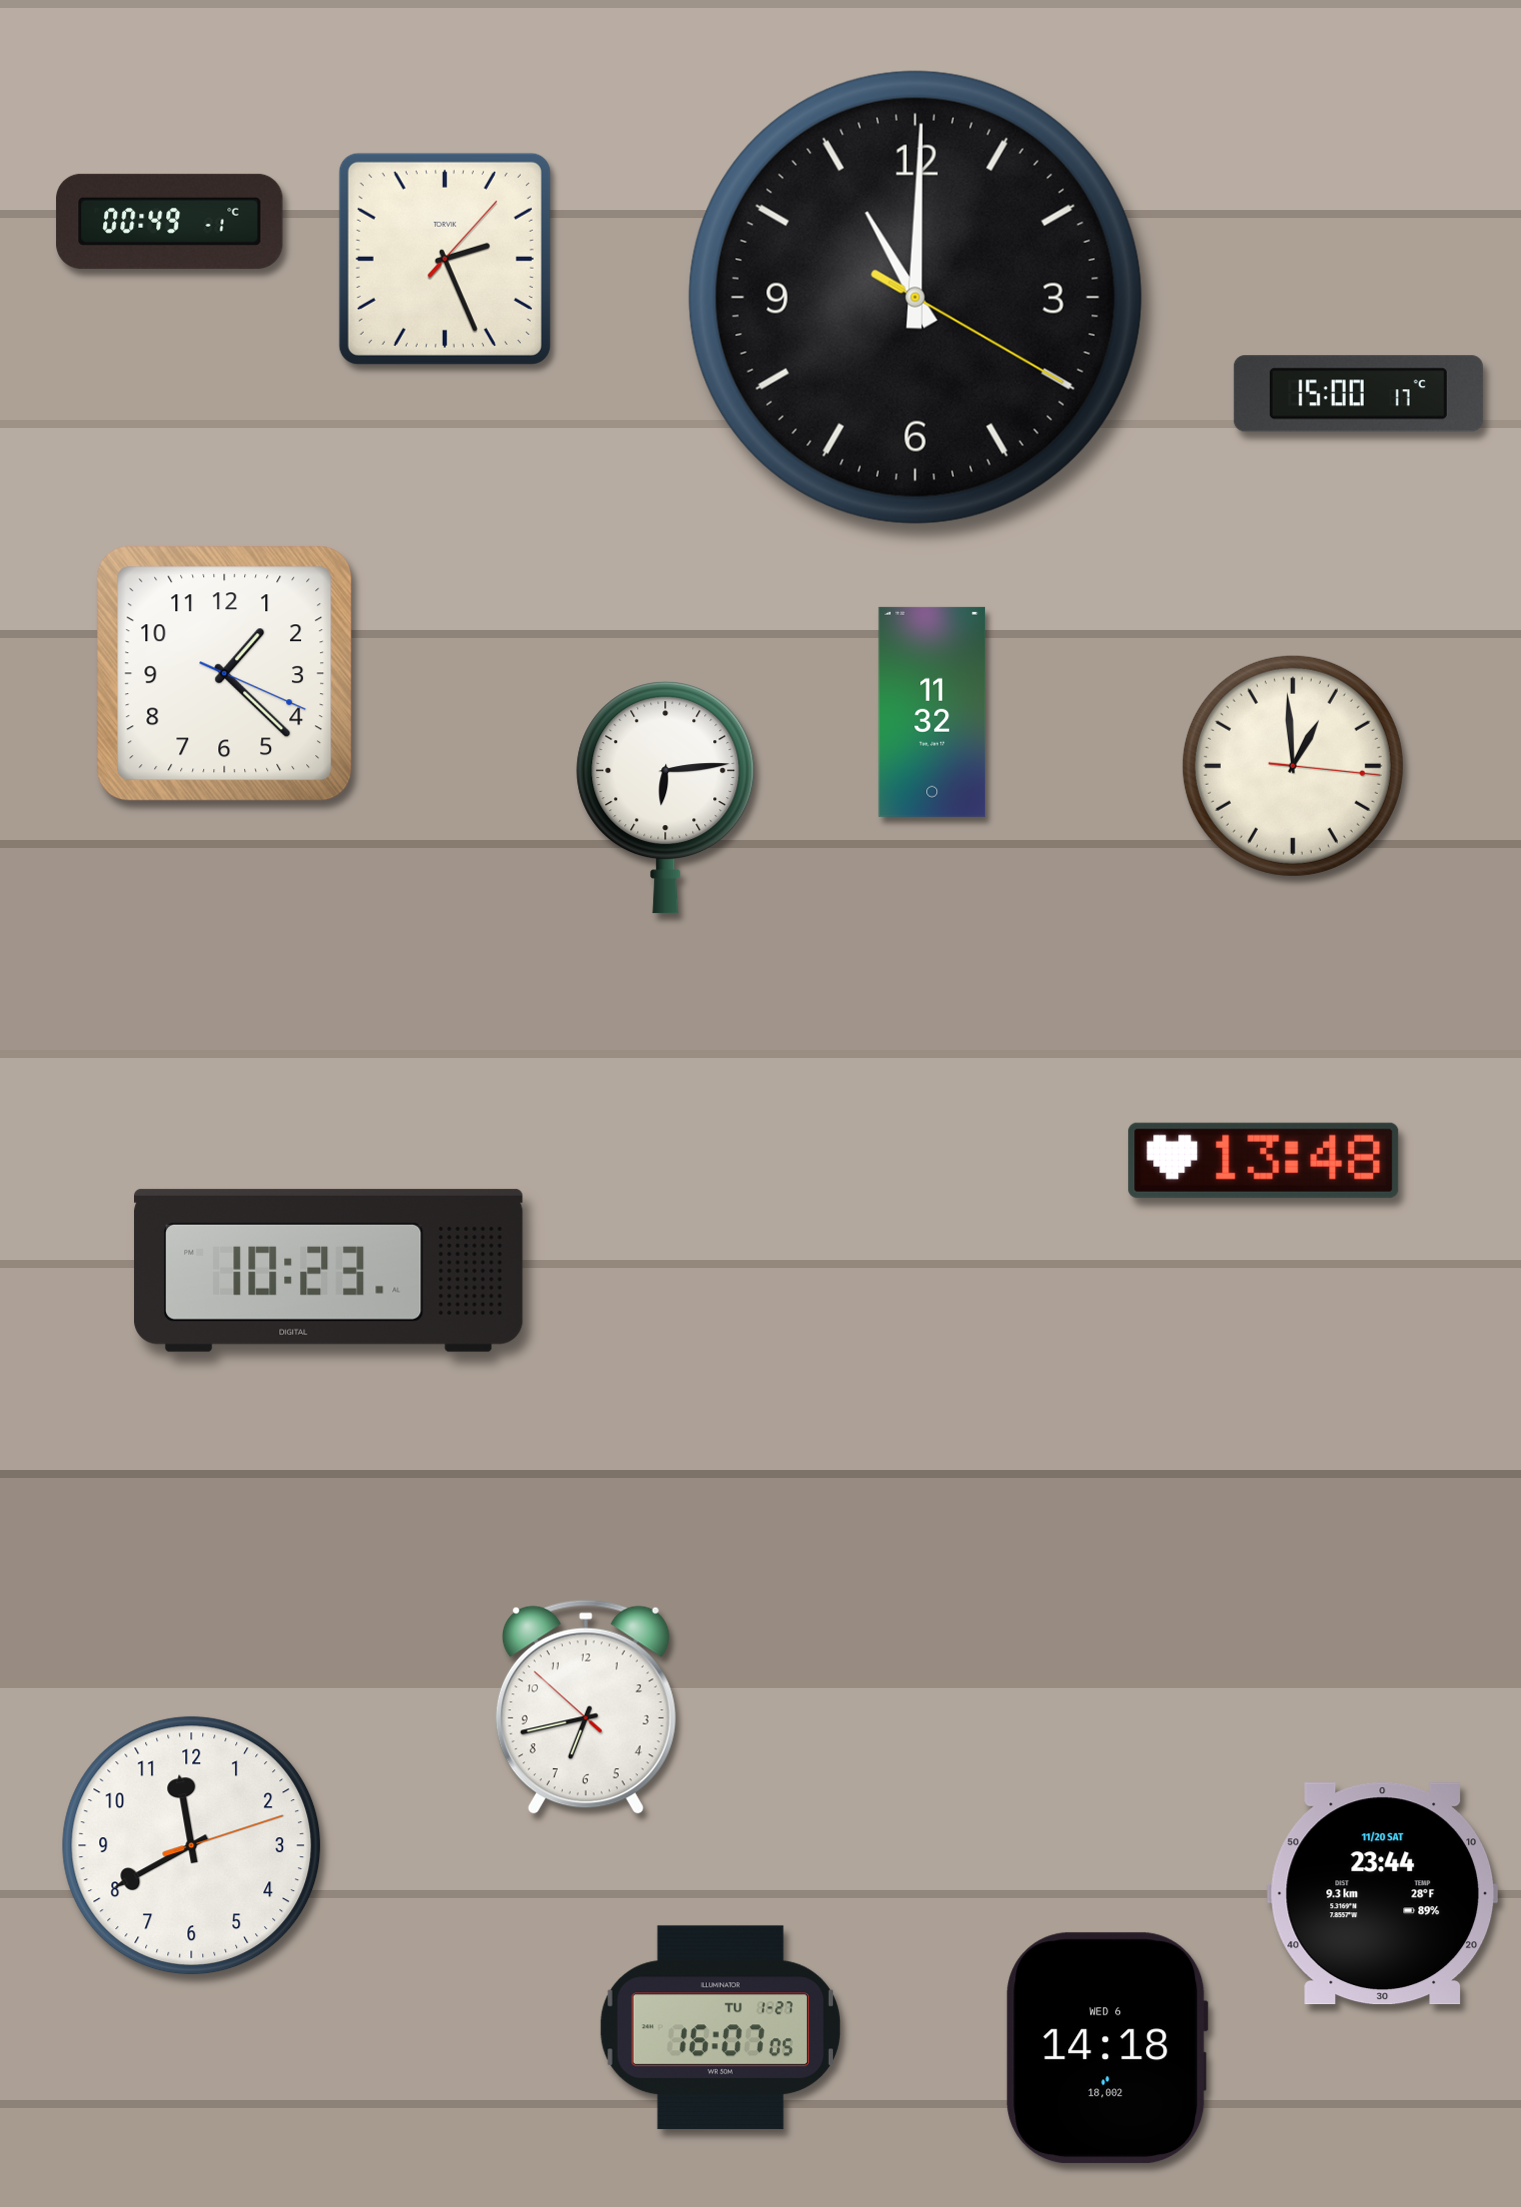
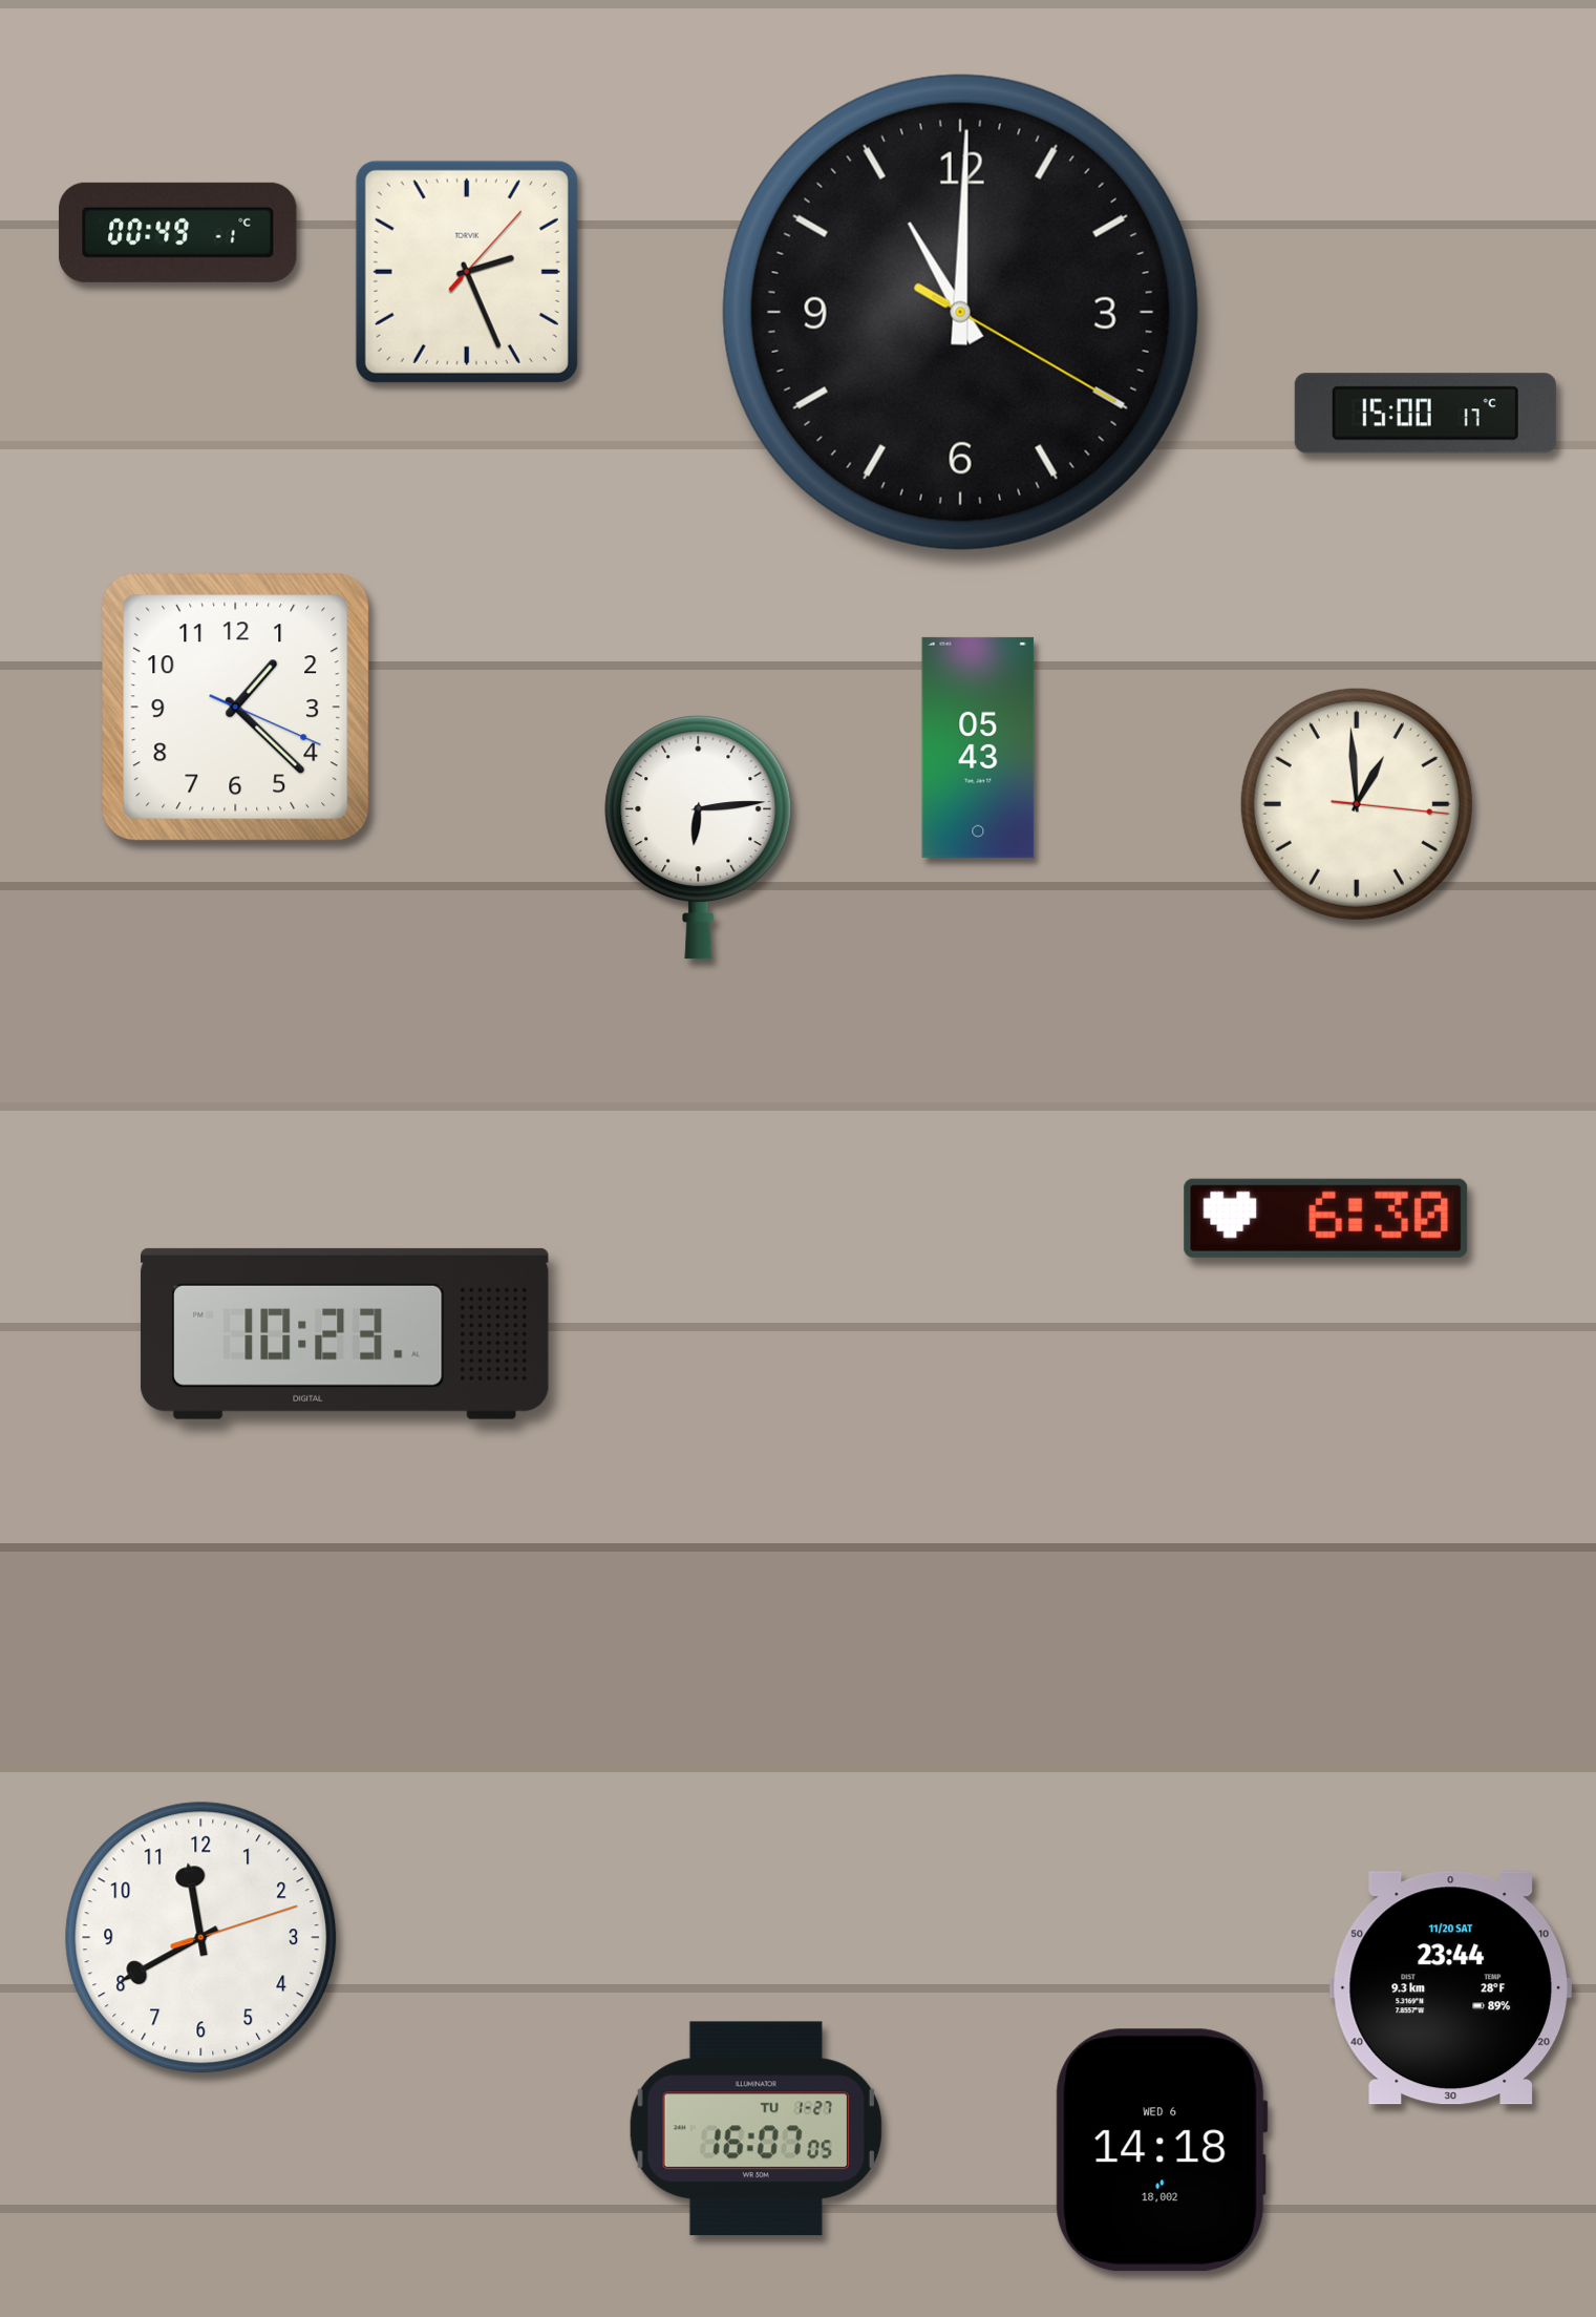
clock at (932, 712): 11:32 -> 05:43
clock at (1264, 1160): 13:48 -> 6:30
clock at (586, 1707): 6:42 -> none
